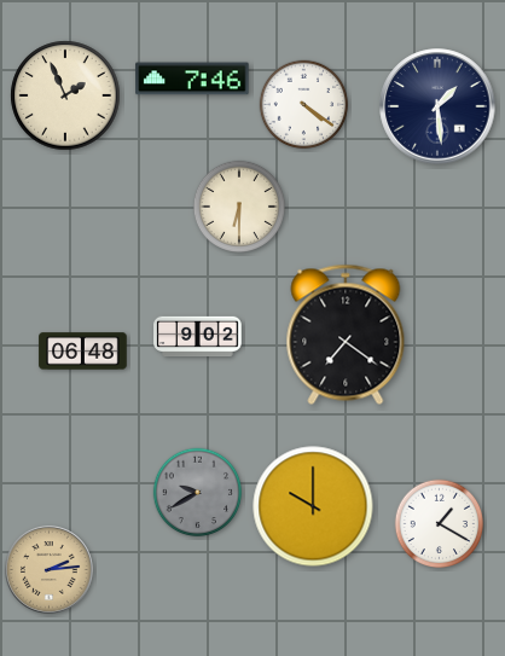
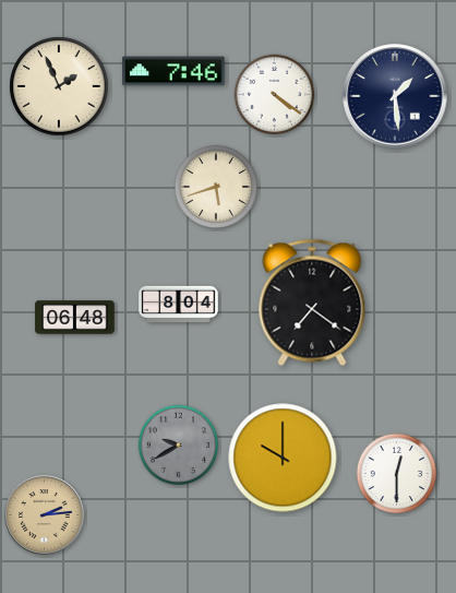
clock at (238, 205): 6:30 -> 5:42
clock at (198, 337): 9:02 -> 8:04
clock at (440, 524): 1:20 -> 12:30
